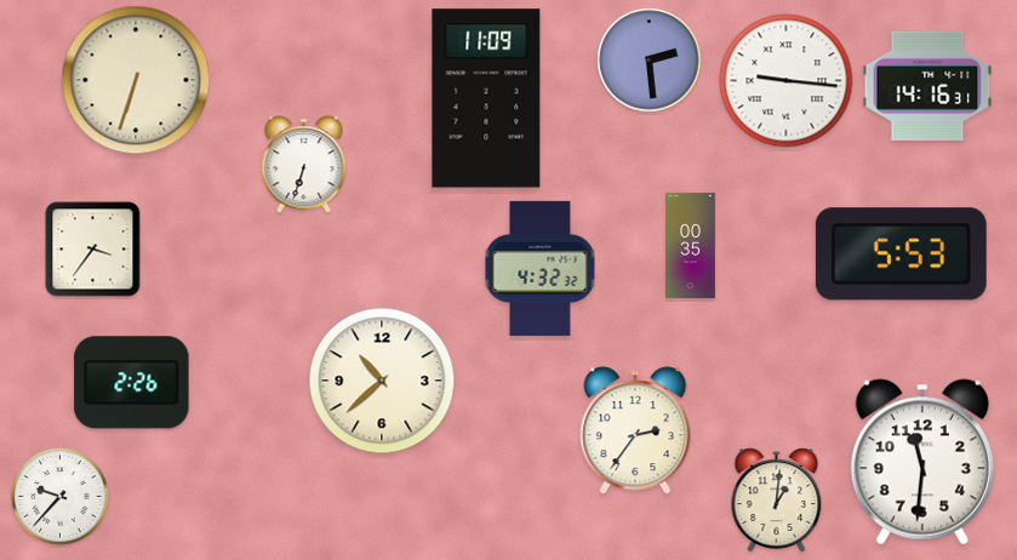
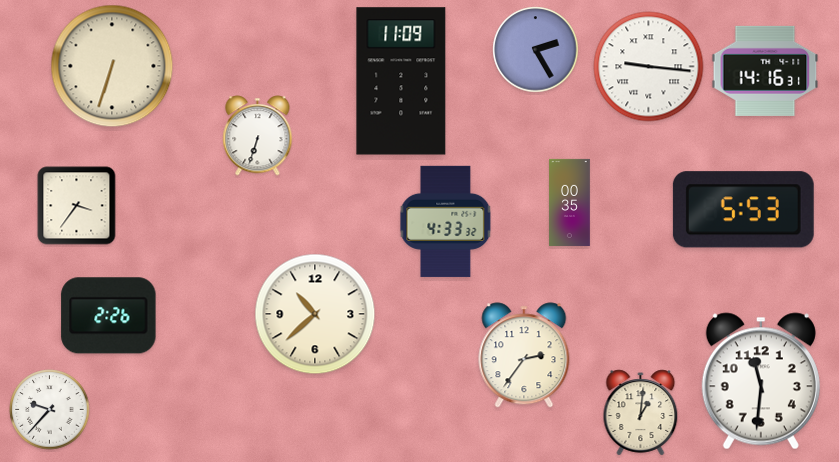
clock at (650, 61): 2:29 -> 2:25
clock at (304, 165) position: (304, 165) -> (258, 136)
clock at (541, 268): 4:32 -> 4:33
